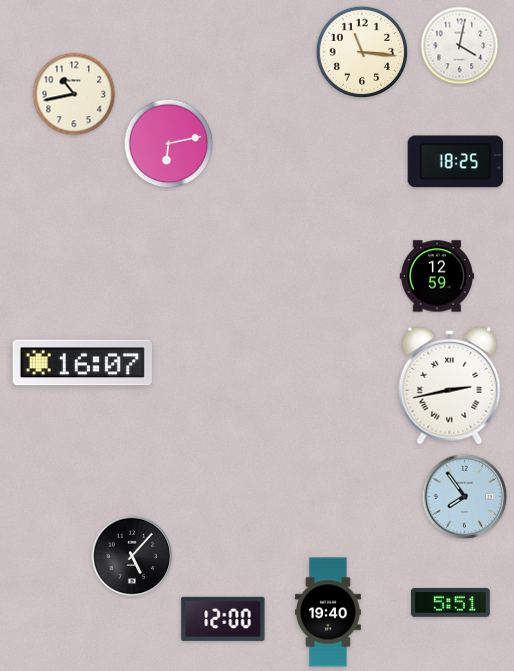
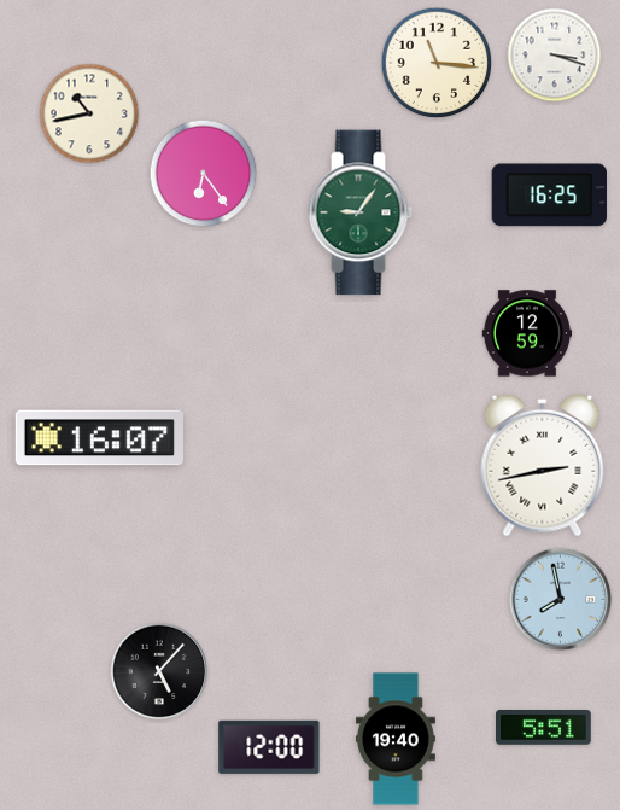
clock at (460, 46): 4:02 -> 3:18
clock at (169, 144): 6:13 -> 6:24
clock at (455, 162): 18:25 -> 16:25
clock at (361, 212): none -> 9:06
clock at (465, 497): 7:54 -> 7:58
